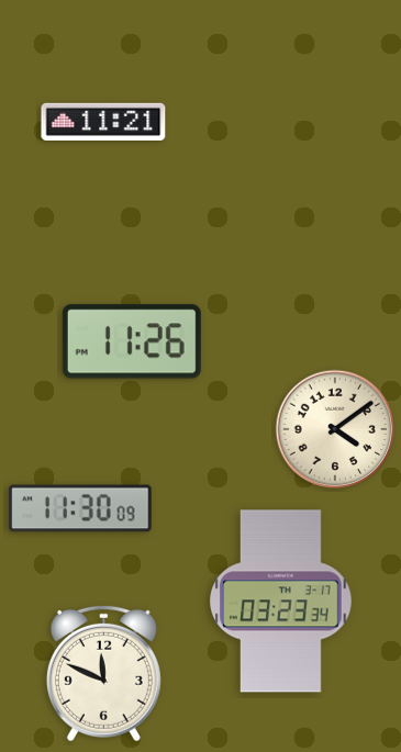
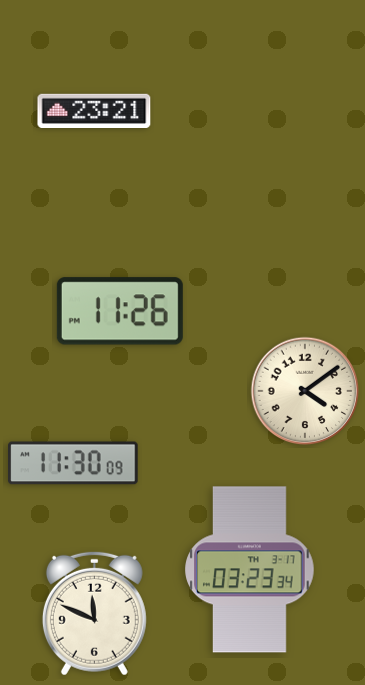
clock at (103, 121): 11:21 -> 23:21
clock at (281, 602) position: (281, 602) -> (250, 570)
